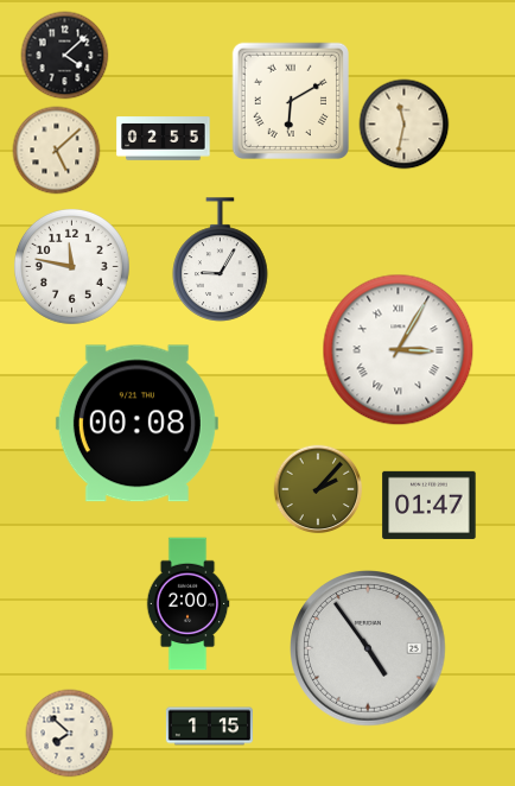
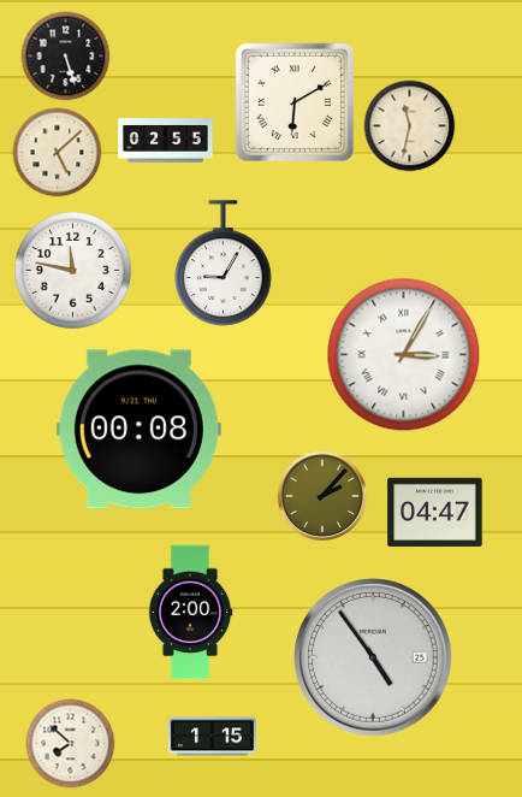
clock at (65, 56): 4:08 -> 5:27
clock at (430, 505): 01:47 -> 04:47
